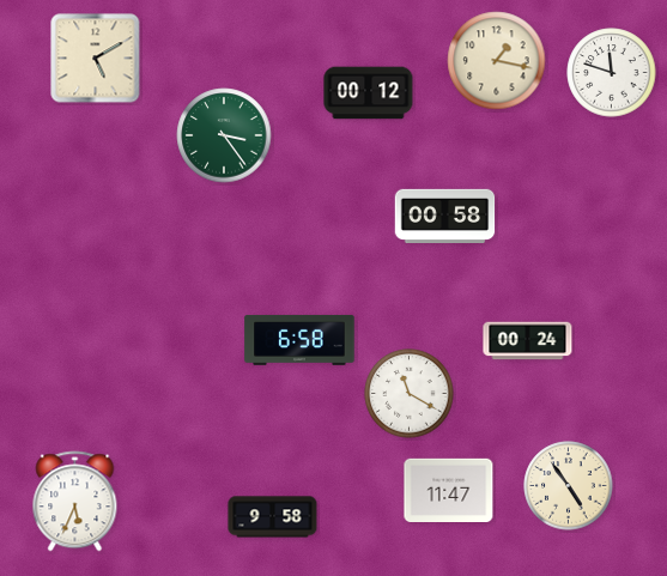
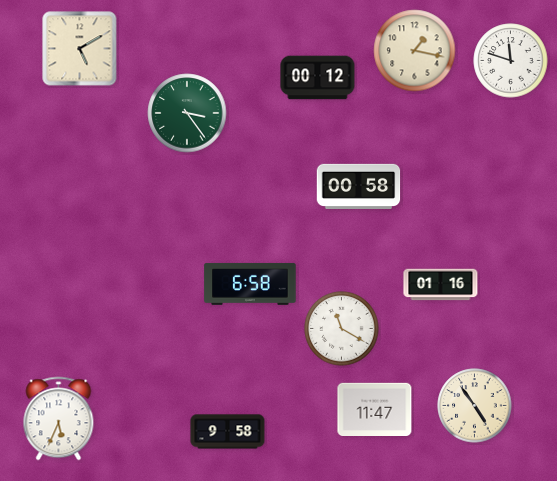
clock at (369, 93) position: (369, 93) -> (318, 78)
clock at (445, 216) position: (445, 216) -> (359, 186)
clock at (528, 341): 00:24 -> 01:16
clock at (75, 502) position: (75, 502) -> (59, 419)
